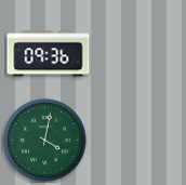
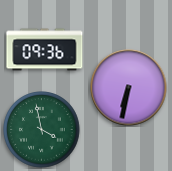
clock at (129, 88): none -> 6:32
clock at (45, 141): 4:02 -> 3:58
